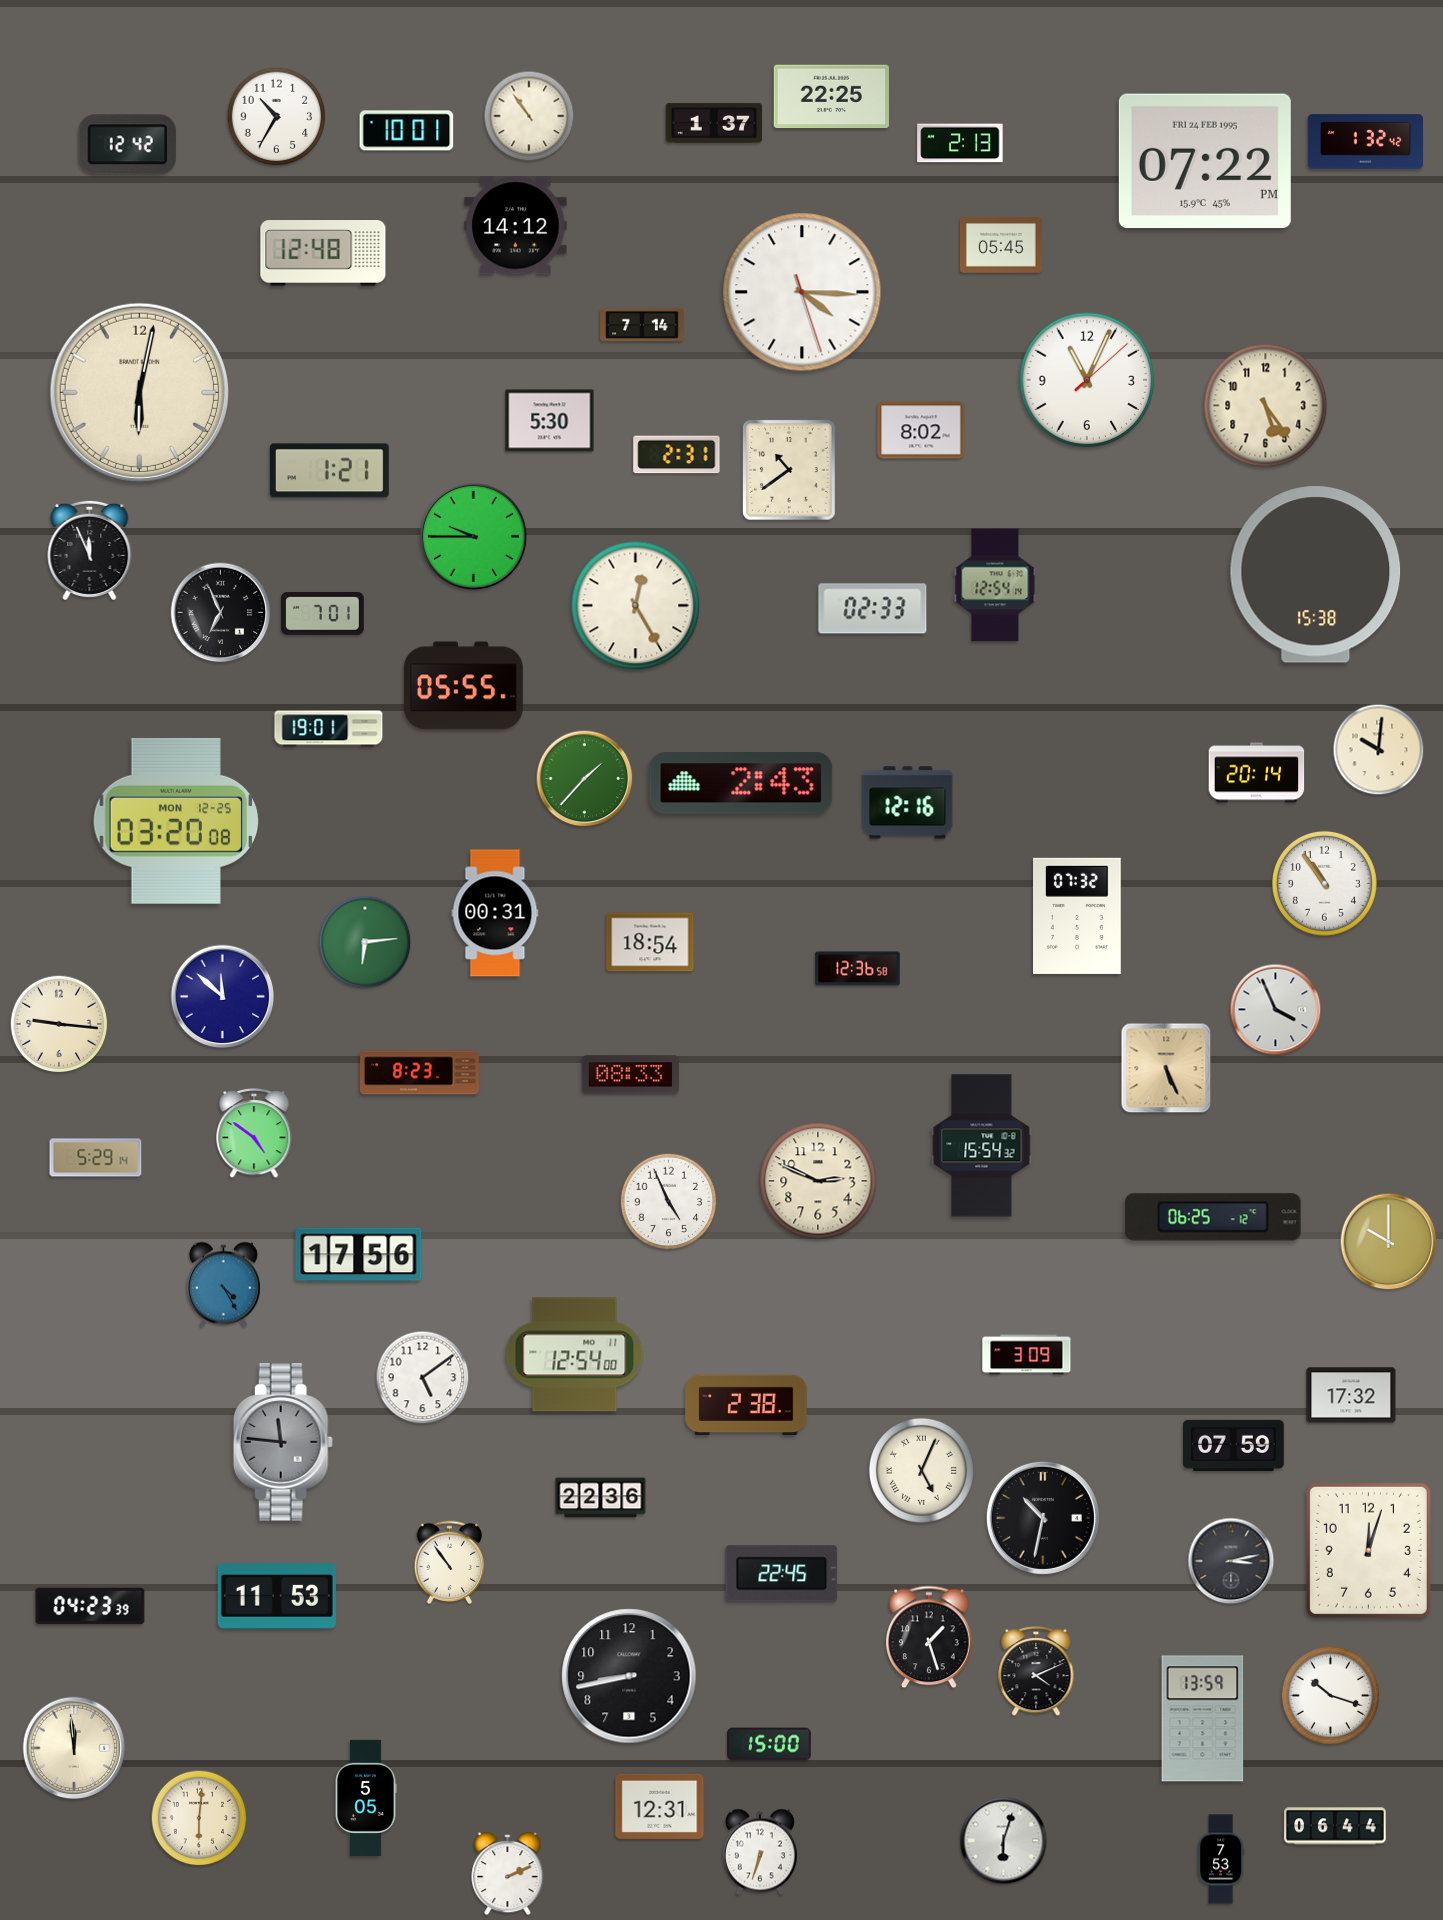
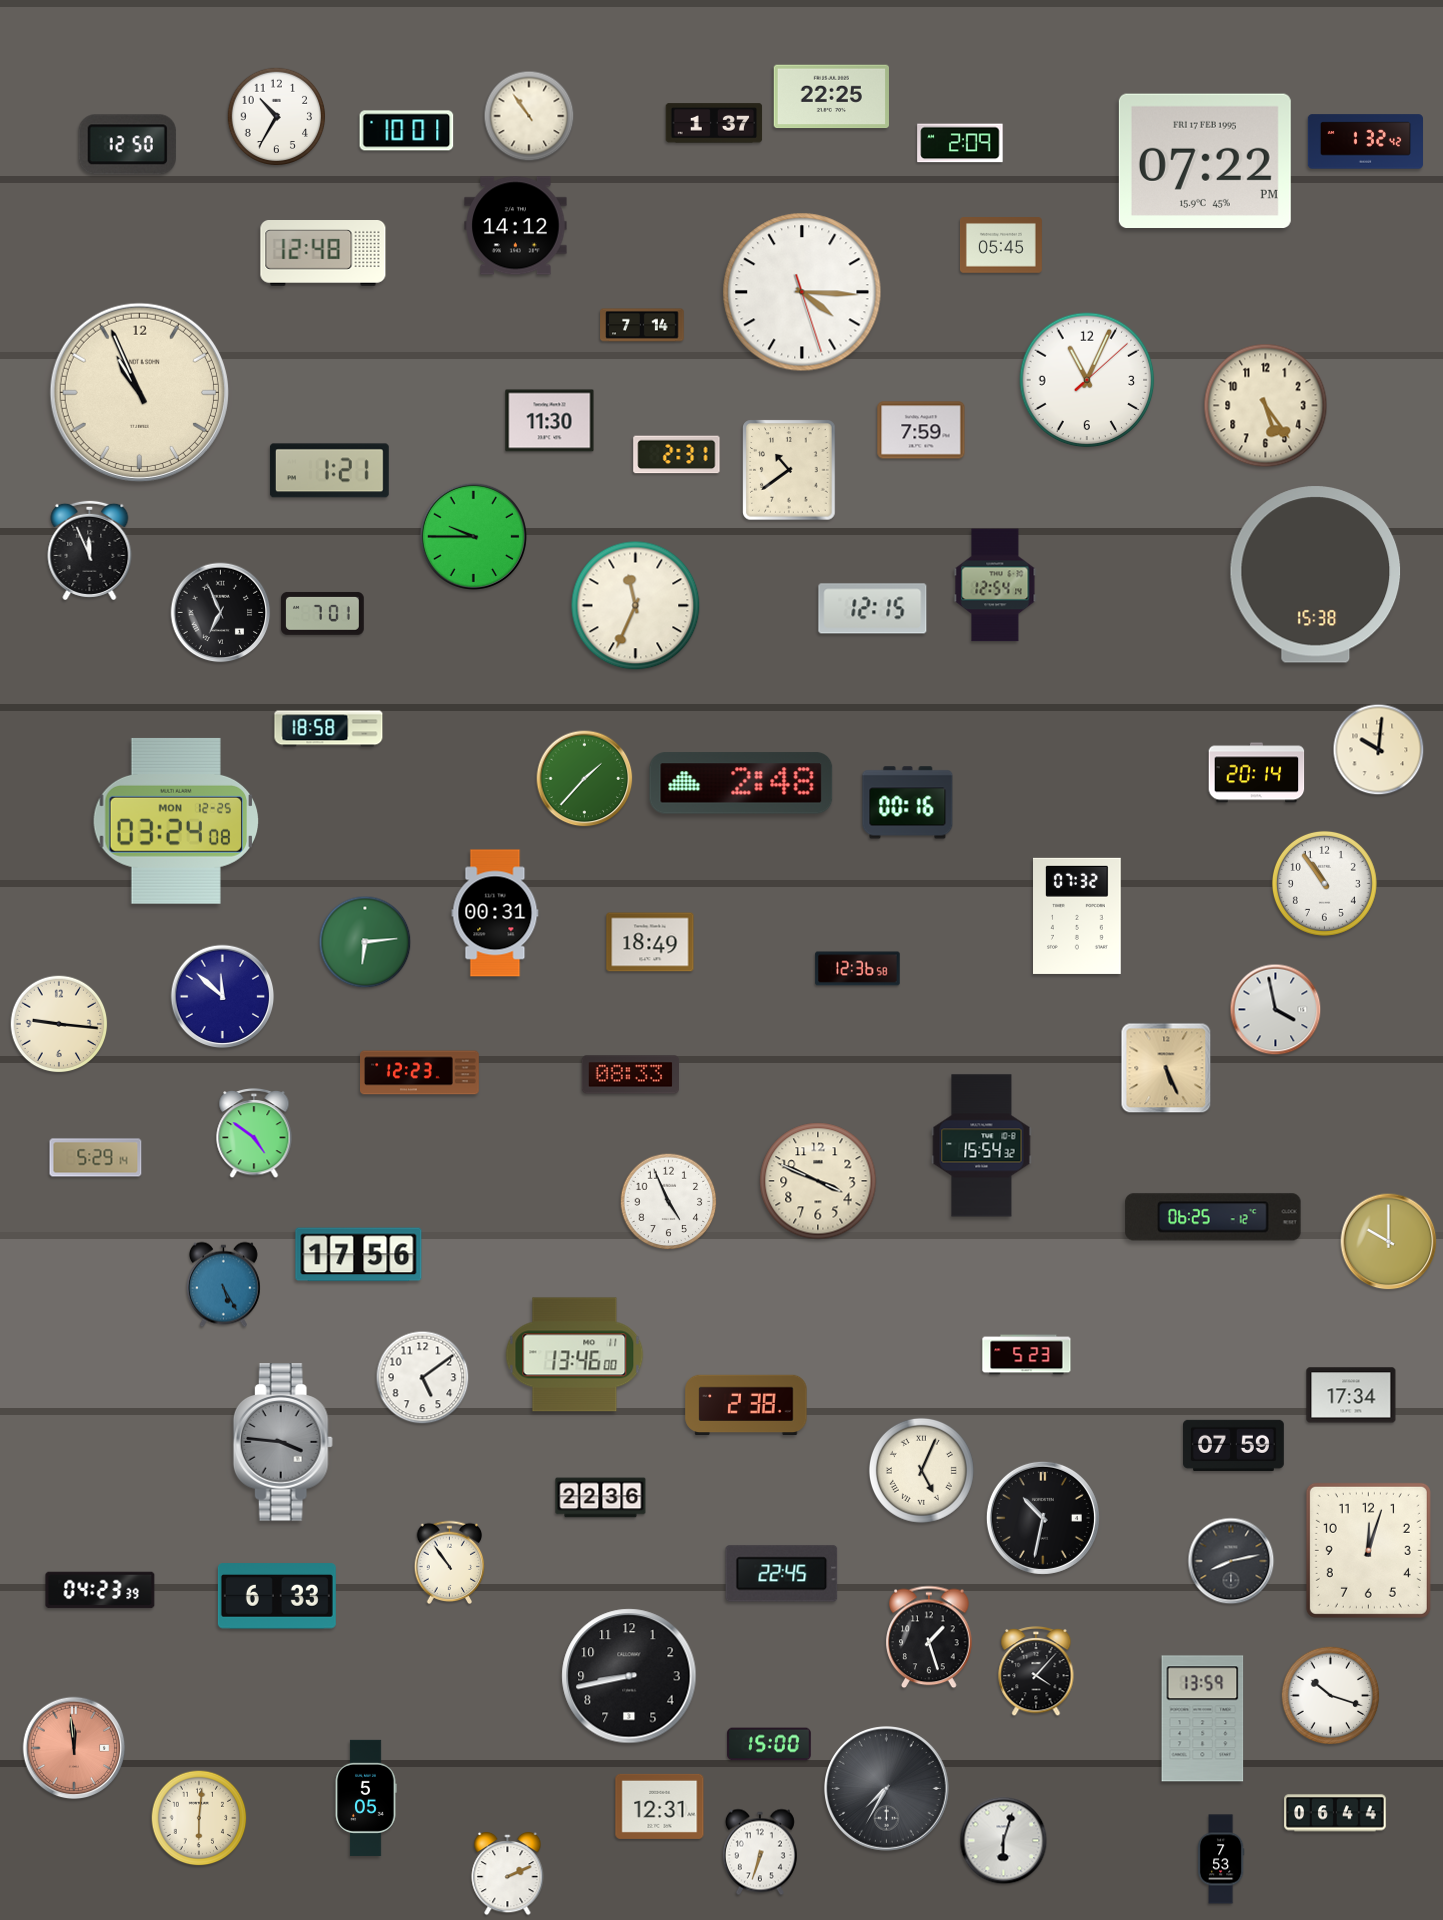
clock at (960, 143): 2:13 -> 2:09
clock at (127, 145): 12:42 -> 12:50
clock at (1205, 160) date: FRI 24 FEB 1995 -> FRI 17 FEB 1995
clock at (139, 392): 6:02 -> 10:56
clock at (550, 421): 5:30 -> 11:30
clock at (921, 430): 8:02 -> 7:59
clock at (636, 606): 12:25 -> 11:34
clock at (873, 609): 02:33 -> 12:15
clock at (463, 686): 05:55 -> none
clock at (329, 729): 19:01 -> 18:58
clock at (741, 783): 2:43 -> 2:48
clock at (908, 803): 12:16 -> 00:16
clock at (176, 821): 03:20 -> 03:24
clock at (650, 942): 18:54 -> 18:49
clock at (1276, 1010): 3:56 -> 3:58
clock at (420, 1073): 8:23 -> 12:23
clock at (818, 1181): 2:49 -> 3:49
clock at (223, 1285): 4:25 -> 5:25
clock at (575, 1355): 12:54 -> 13:46
clock at (1027, 1355): 3:09 -> 5:23
clock at (1351, 1395): 17:32 -> 17:34
clock at (283, 1442): 11:46 -> 3:46
clock at (1231, 1561): 3:13 -> 8:13
clock at (277, 1596): 11:53 -> 6:33
clock at (90, 1606) position: (90, 1606) -> (100, 1590)
clock at (1036, 1671): 4:11 -> 4:07
clock at (74, 1748) dial: cream -> salmon
clock at (887, 1789): none -> 7:35
clock at (1335, 1826) position: (1335, 1826) -> (1335, 1813)
